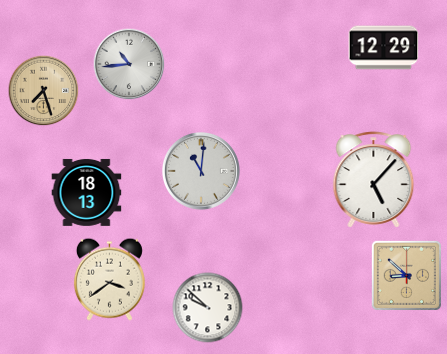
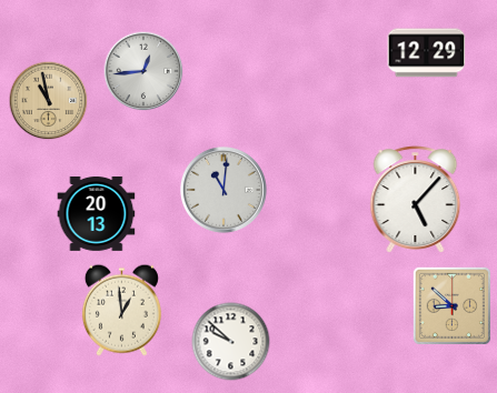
clock at (129, 64): 10:44 -> 12:44
clock at (44, 91): 7:27 -> 10:58
clock at (87, 192): 18:13 -> 20:13
clock at (109, 279): 3:39 -> 12:59
